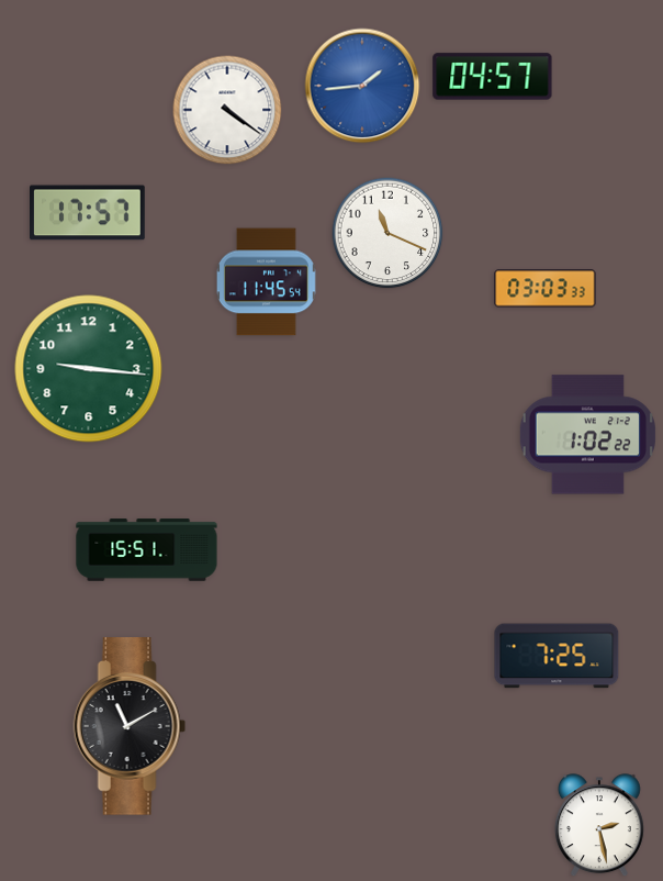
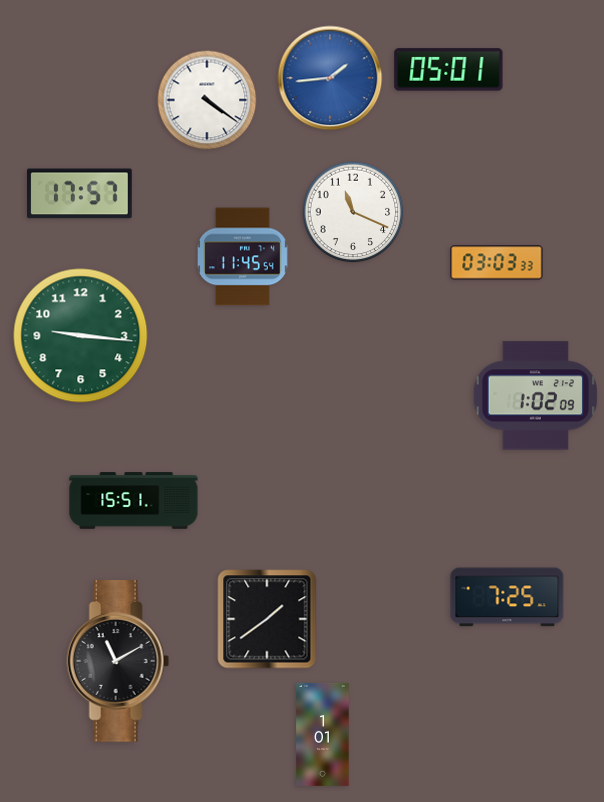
clock at (493, 77): 04:57 -> 05:01
clock at (587, 435): 1:02:22 -> 1:02:09
clock at (267, 619): none -> 1:39
clock at (323, 734): none -> 1:01
clock at (599, 826): 2:28 -> none
